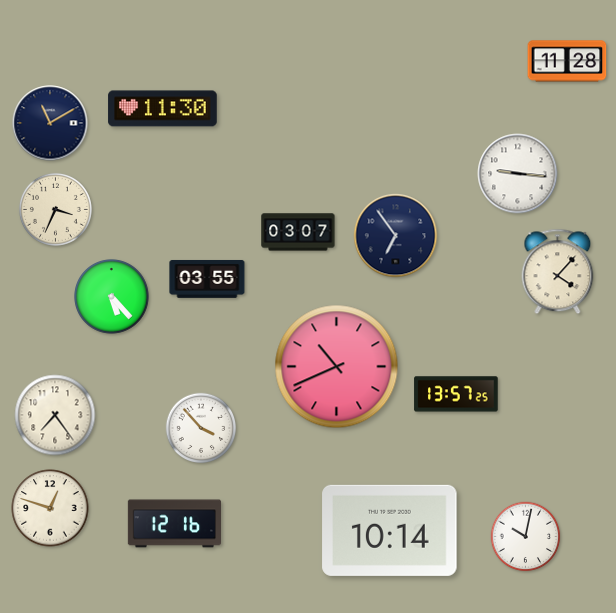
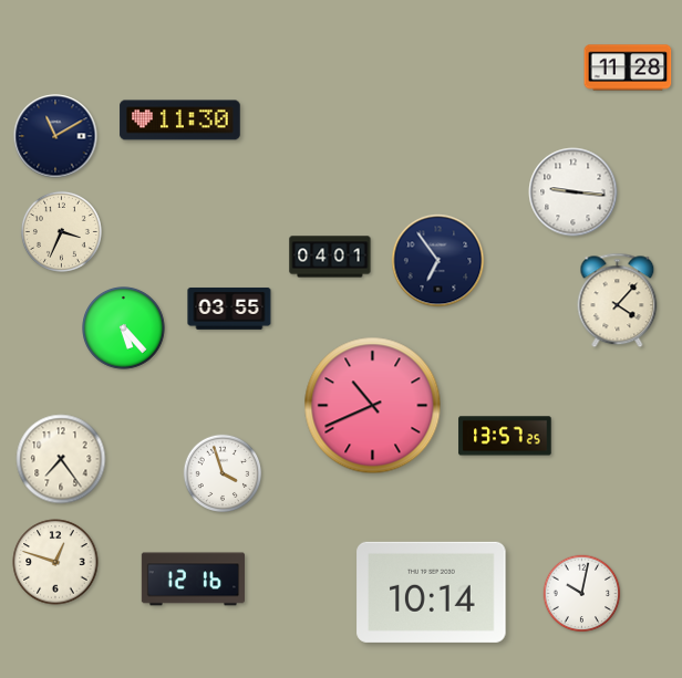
clock at (298, 232): 03:07 -> 04:01
clock at (201, 428): 3:53 -> 3:57
clock at (390, 530) position: (390, 530) -> (432, 592)
